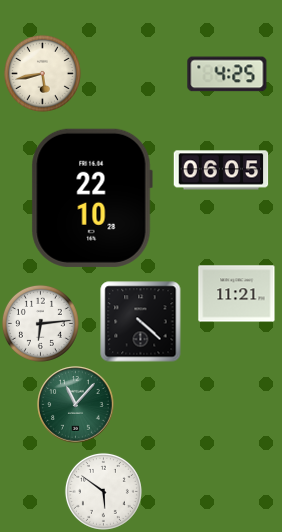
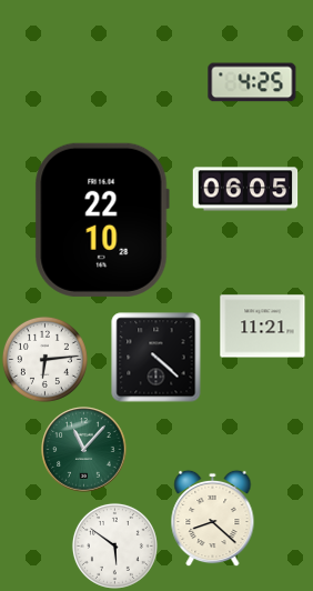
clock at (42, 73): 5:43 -> none
clock at (213, 518): none -> 8:22
